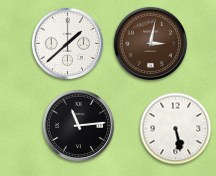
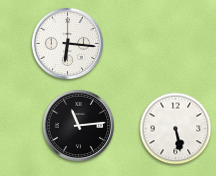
clock at (150, 43): 3:02 -> none
clock at (68, 44): 1:38 -> 6:16
